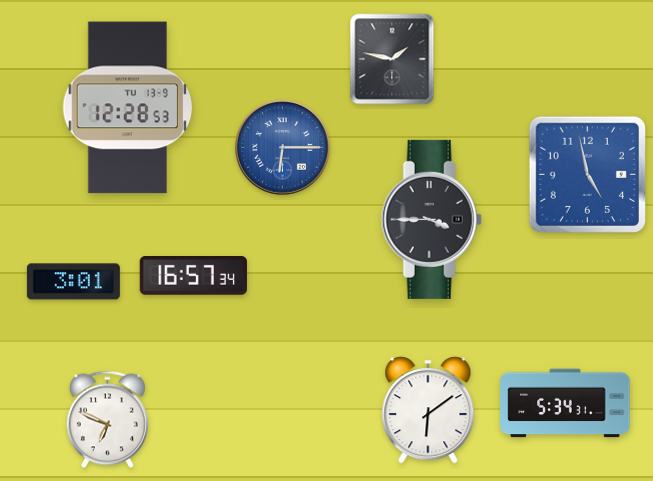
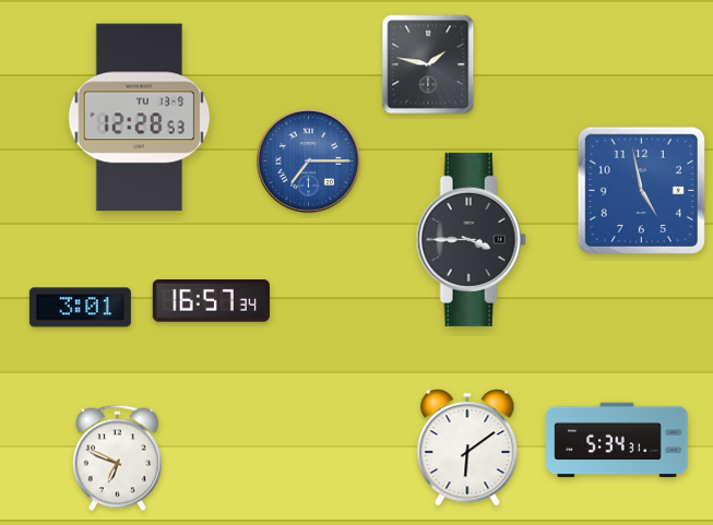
clock at (283, 148): 6:15 -> 7:15
